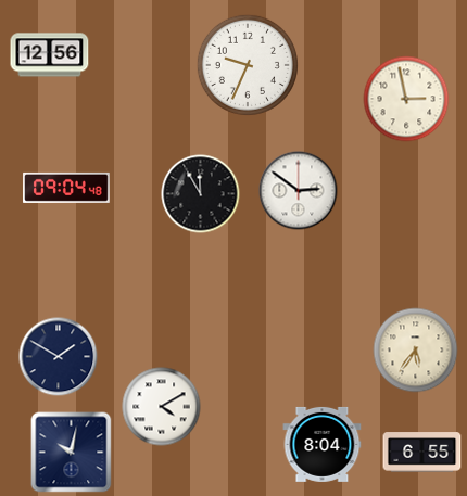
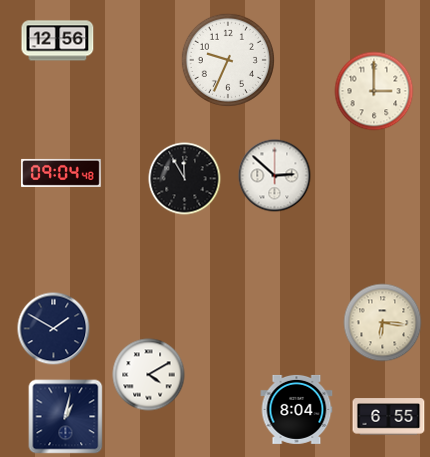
clock at (50, 55) position: (50, 55) -> (58, 41)
clock at (406, 99): 2:58 -> 3:00
clock at (299, 191): 2:51 -> 2:52
clock at (416, 351): 5:36 -> 6:16
clock at (72, 453): 10:02 -> 1:02
